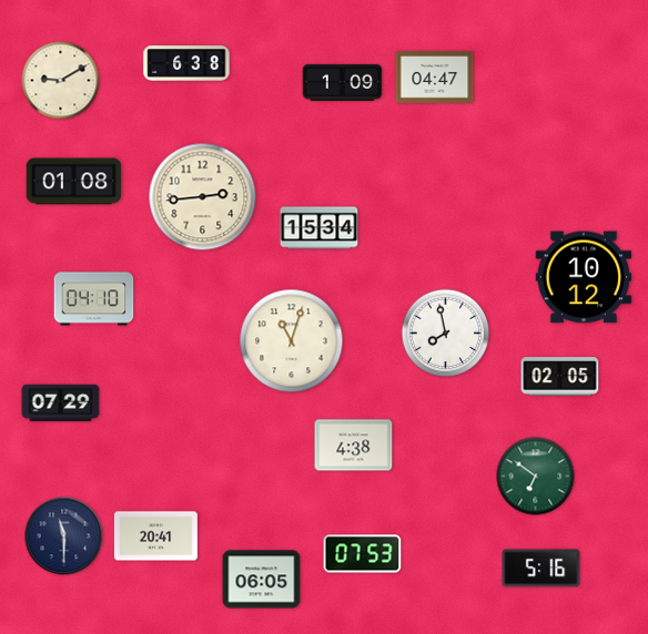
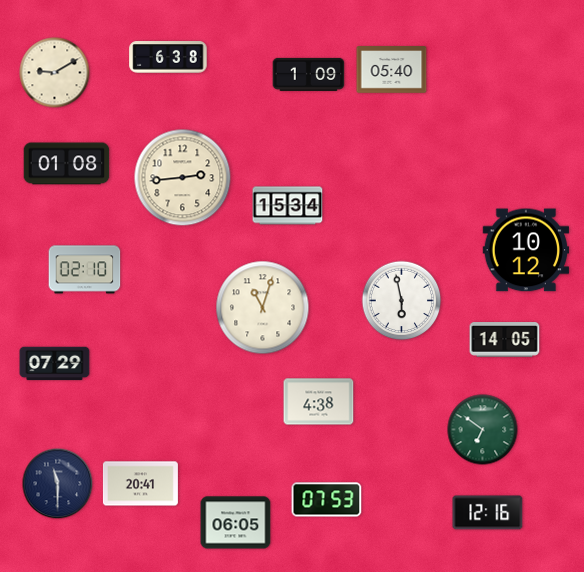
clock at (435, 78): 04:47 -> 05:40
clock at (94, 299): 04:10 -> 02:10
clock at (446, 334): 7:58 -> 5:58
clock at (560, 377): 02:05 -> 14:05
clock at (541, 569): 5:16 -> 12:16
